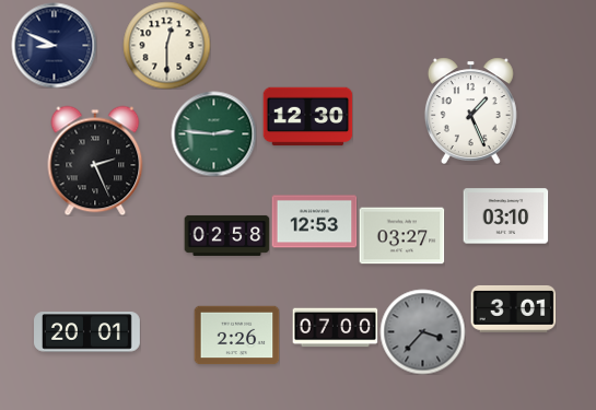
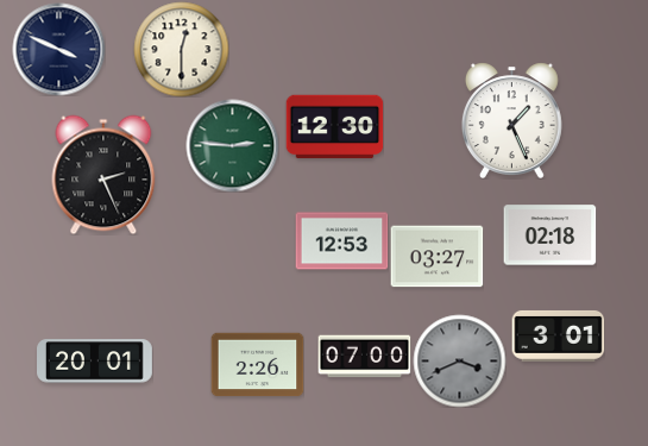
clock at (54, 45): 8:49 -> 3:49
clock at (505, 216): 03:10 -> 02:18
clock at (226, 235): 02:58 -> none
clock at (422, 331): 3:37 -> 3:41
